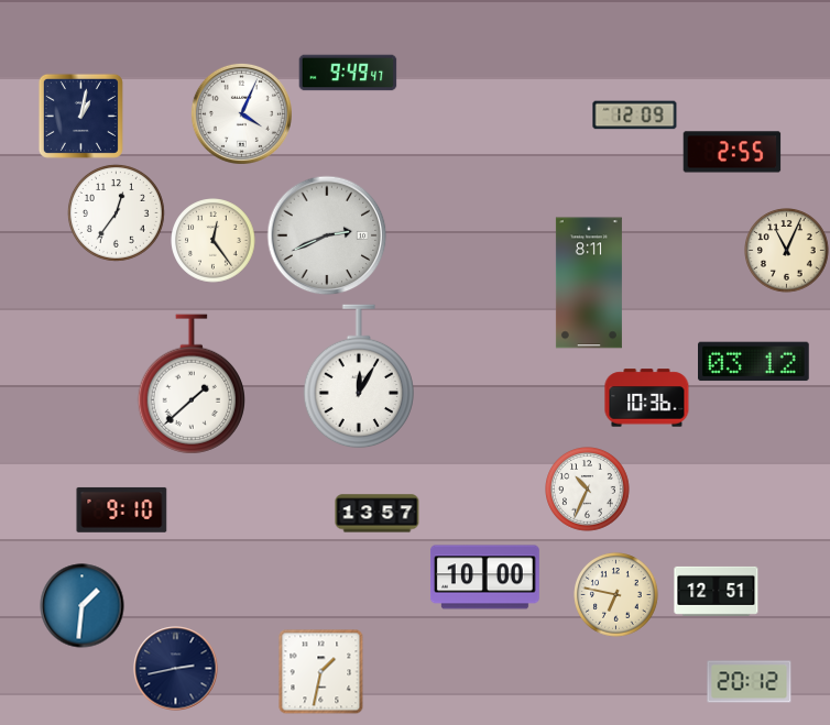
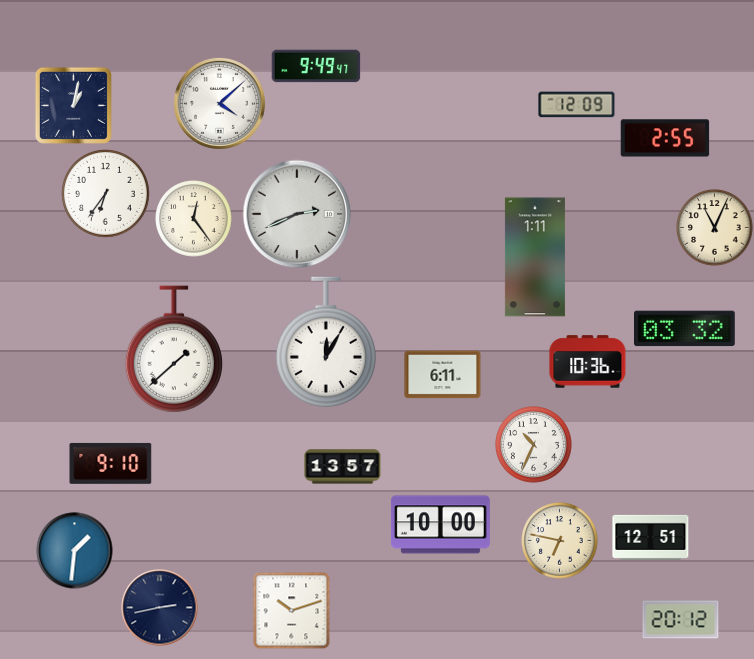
clock at (241, 113): 4:04 -> 4:08
clock at (116, 212): 12:36 -> 6:36
clock at (589, 283): 8:11 -> 1:11
clock at (754, 362): 03:12 -> 03:32
clock at (443, 375): none -> 6:11
clock at (320, 671): 1:32 -> 10:12
